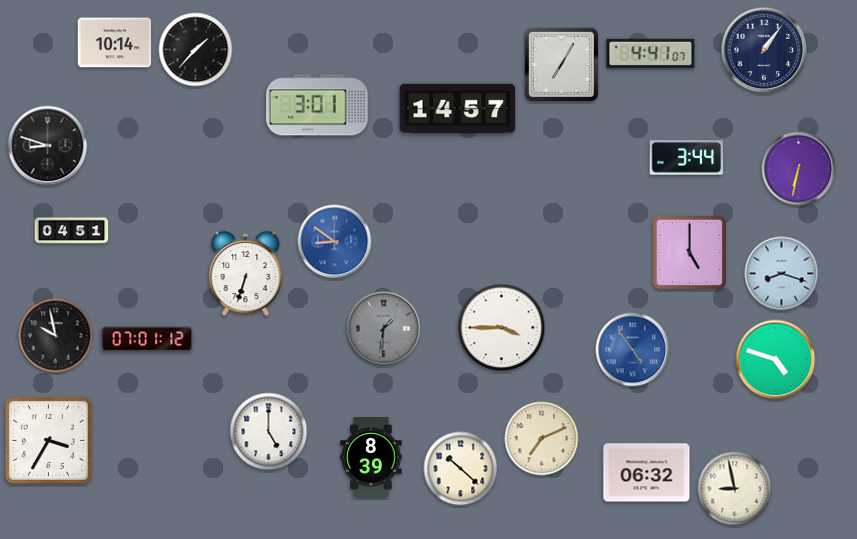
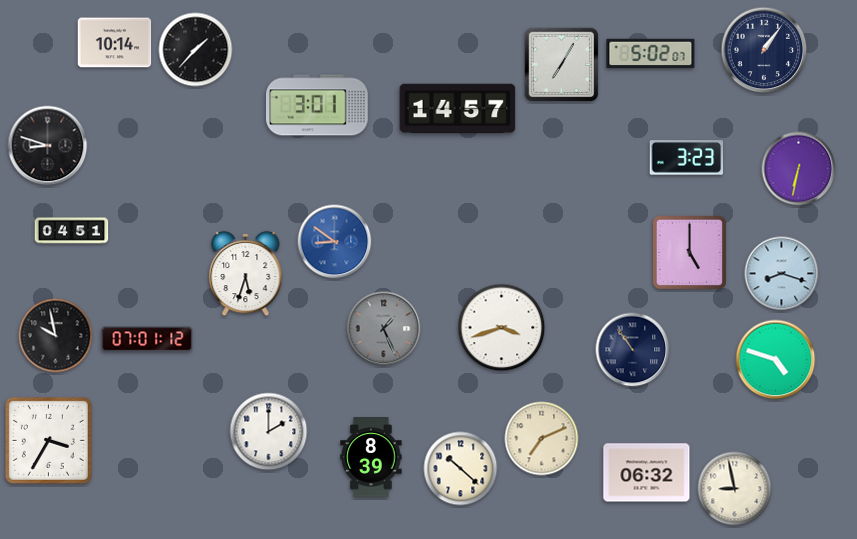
clock at (651, 54): 4:41 -> 5:02
clock at (687, 158): 3:44 -> 3:23
clock at (246, 274): 6:33 -> 5:33
clock at (502, 328): 3:45 -> 3:42
clock at (384, 329): 1:31 -> 1:26
clock at (633, 350): 4:54 -> 10:54
clock at (633, 350) dial: blue -> navy
clock at (269, 432): 5:00 -> 2:00
